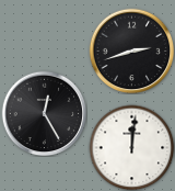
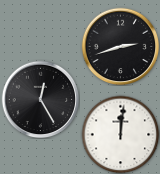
clock at (44, 113) position: (44, 113) -> (40, 99)
